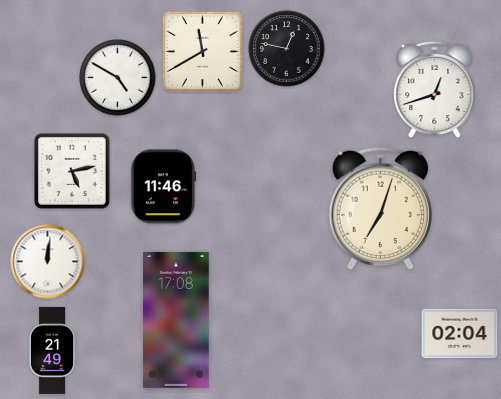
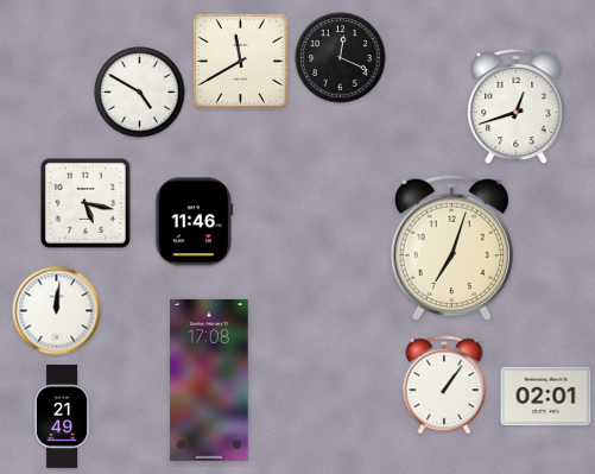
clock at (287, 49): 12:47 -> 12:19
clock at (72, 171): 5:13 -> 5:17
clock at (444, 385): none -> 1:06
clock at (460, 334): 02:04 -> 02:01
